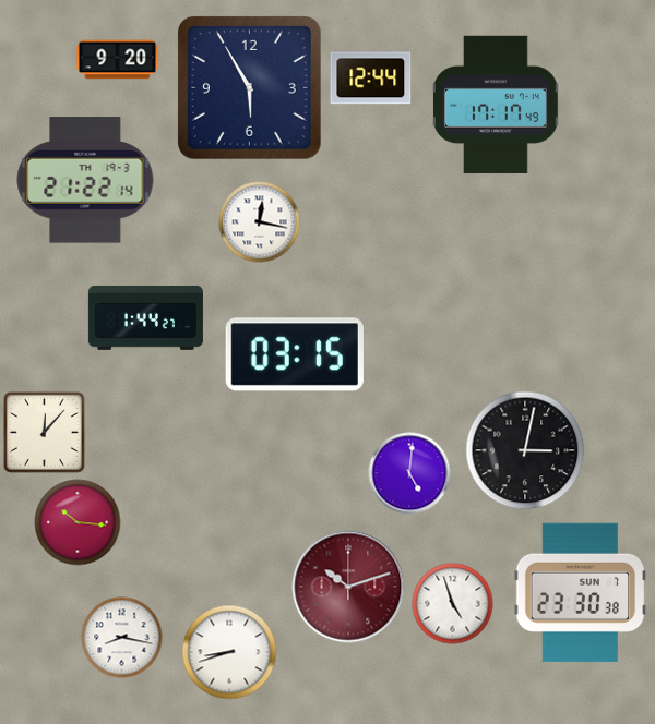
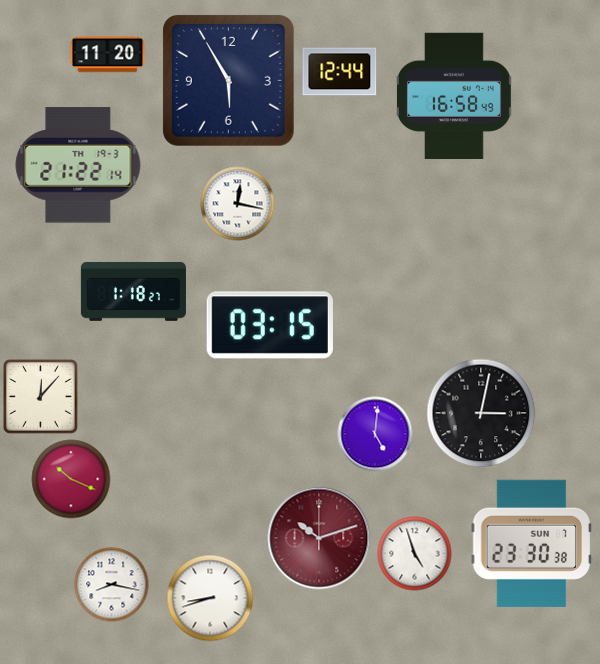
clock at (118, 60): 9:20 -> 11:20
clock at (497, 104): 17:17 -> 16:58
clock at (145, 317): 1:44 -> 1:18
clock at (78, 522): 10:16 -> 10:19
